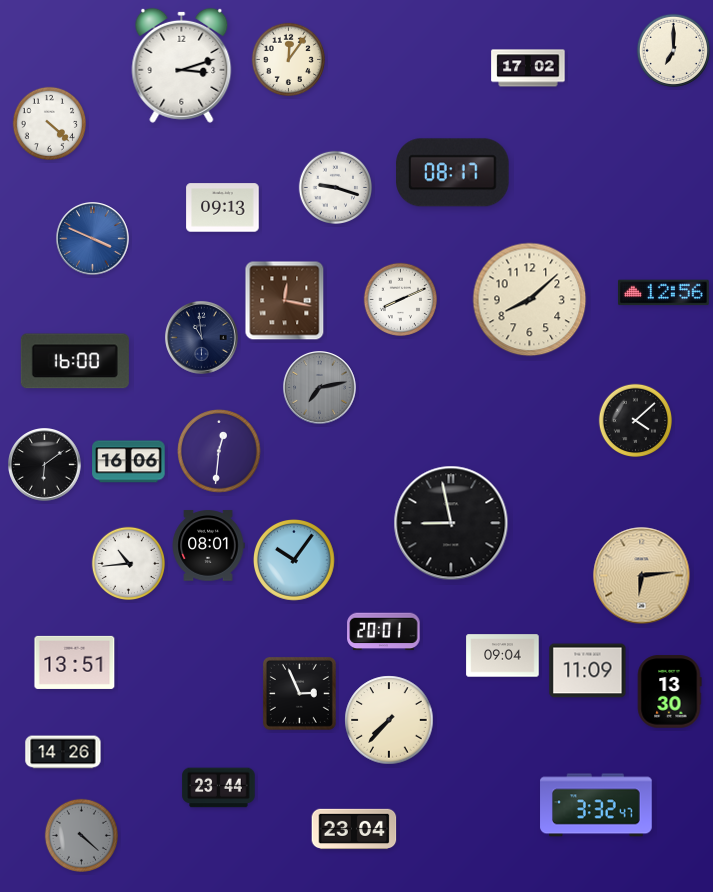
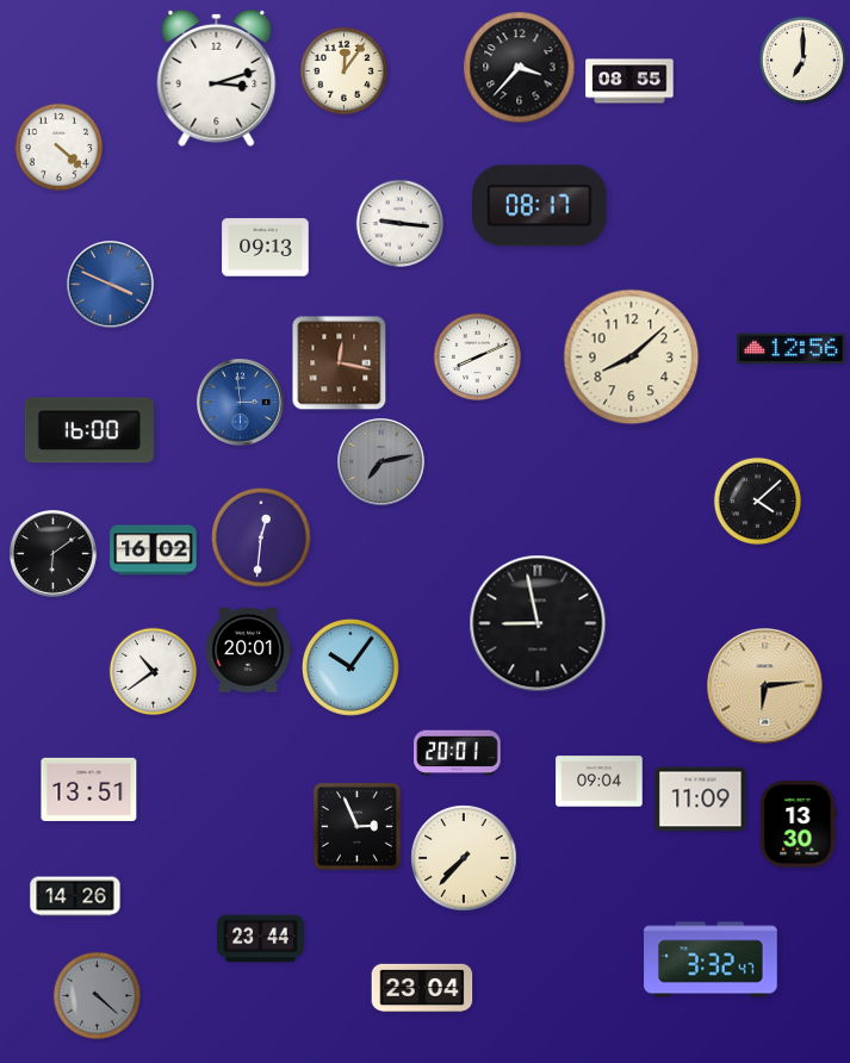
clock at (520, 68): none -> 3:37
clock at (528, 68): 17:02 -> 08:55
clock at (335, 187): 9:18 -> 9:16
clock at (285, 301) position: (285, 301) -> (340, 363)
clock at (202, 338): 10:59 -> 2:59
clock at (202, 338) dial: navy -> blue
clock at (129, 462): 16:06 -> 16:02
clock at (208, 546): 08:01 -> 20:01
clock at (128, 563): 10:44 -> 10:39
